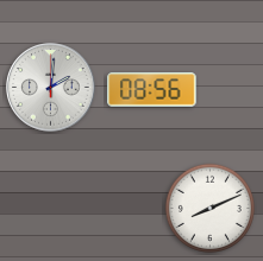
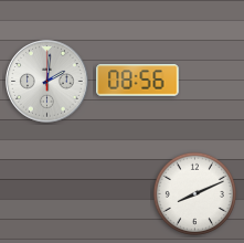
clock at (152, 90) position: (152, 90) -> (138, 81)
